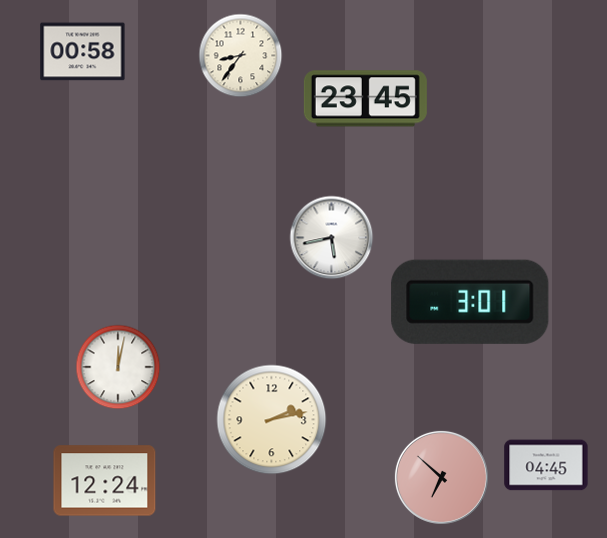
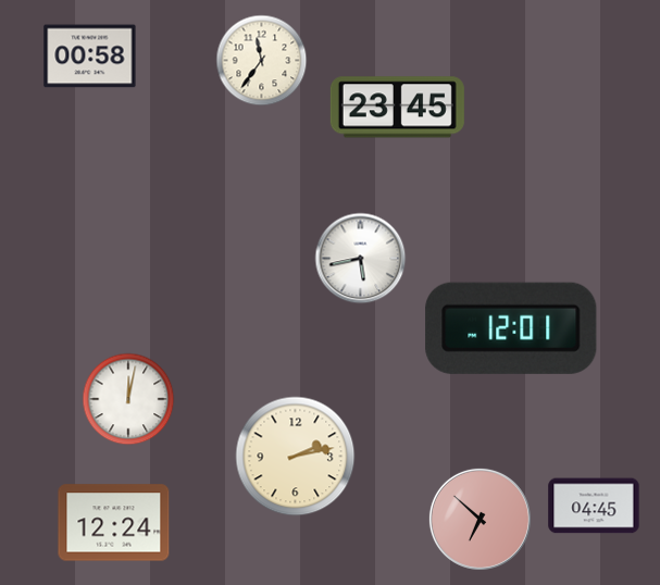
clock at (241, 56): 8:36 -> 11:36
clock at (470, 302): 3:01 -> 12:01
